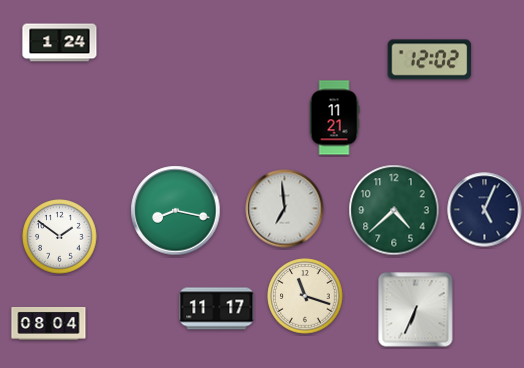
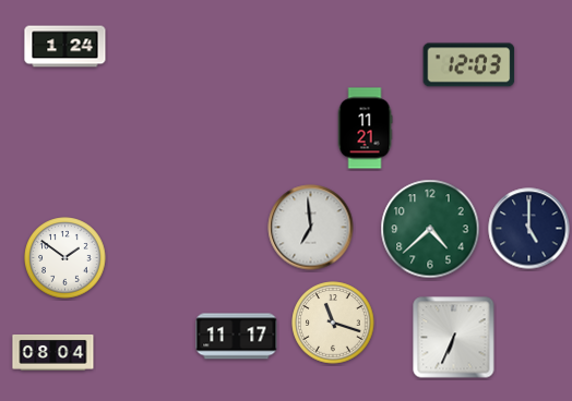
clock at (430, 60): 12:02 -> 12:03
clock at (485, 210): 5:04 -> 5:00
clock at (176, 211): 8:17 -> none
